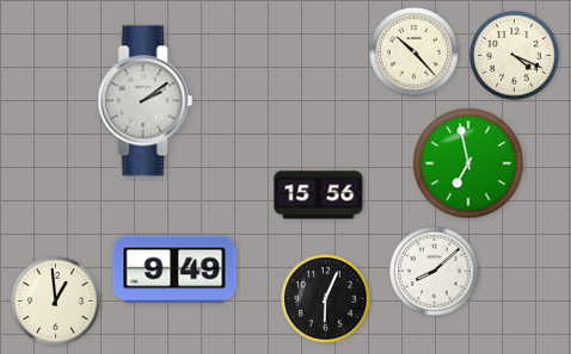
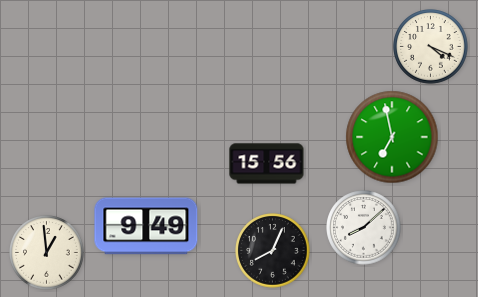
clock at (415, 52): 10:23 -> none
clock at (146, 101): 2:09 -> none
clock at (326, 299): 6:04 -> 8:04
